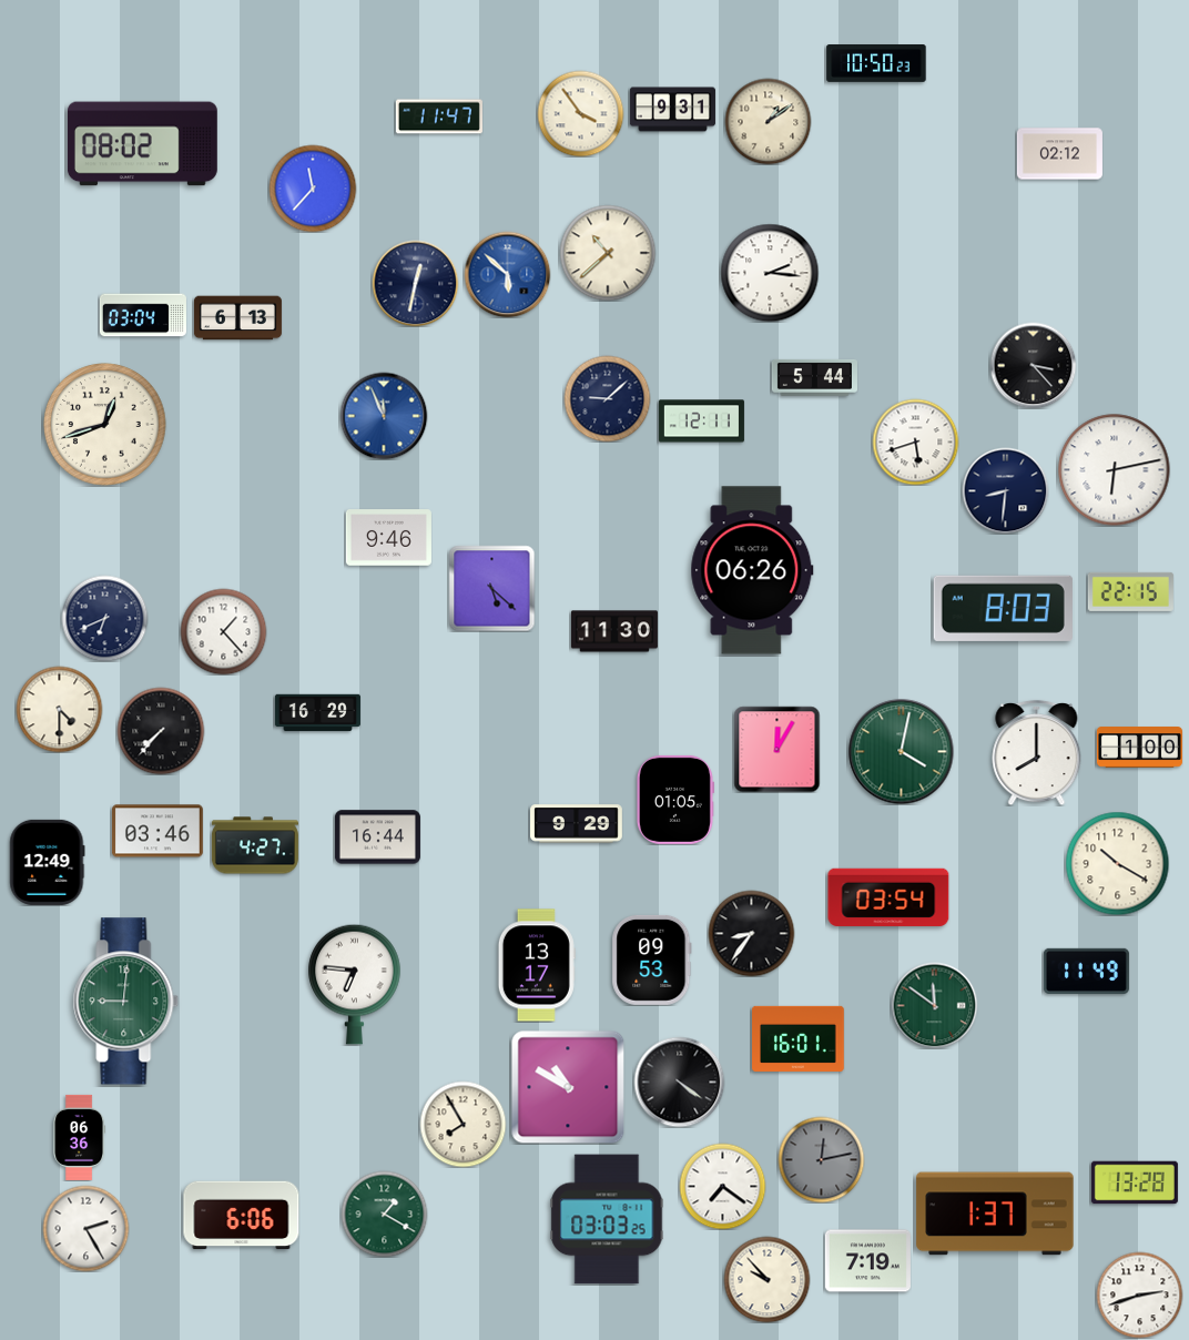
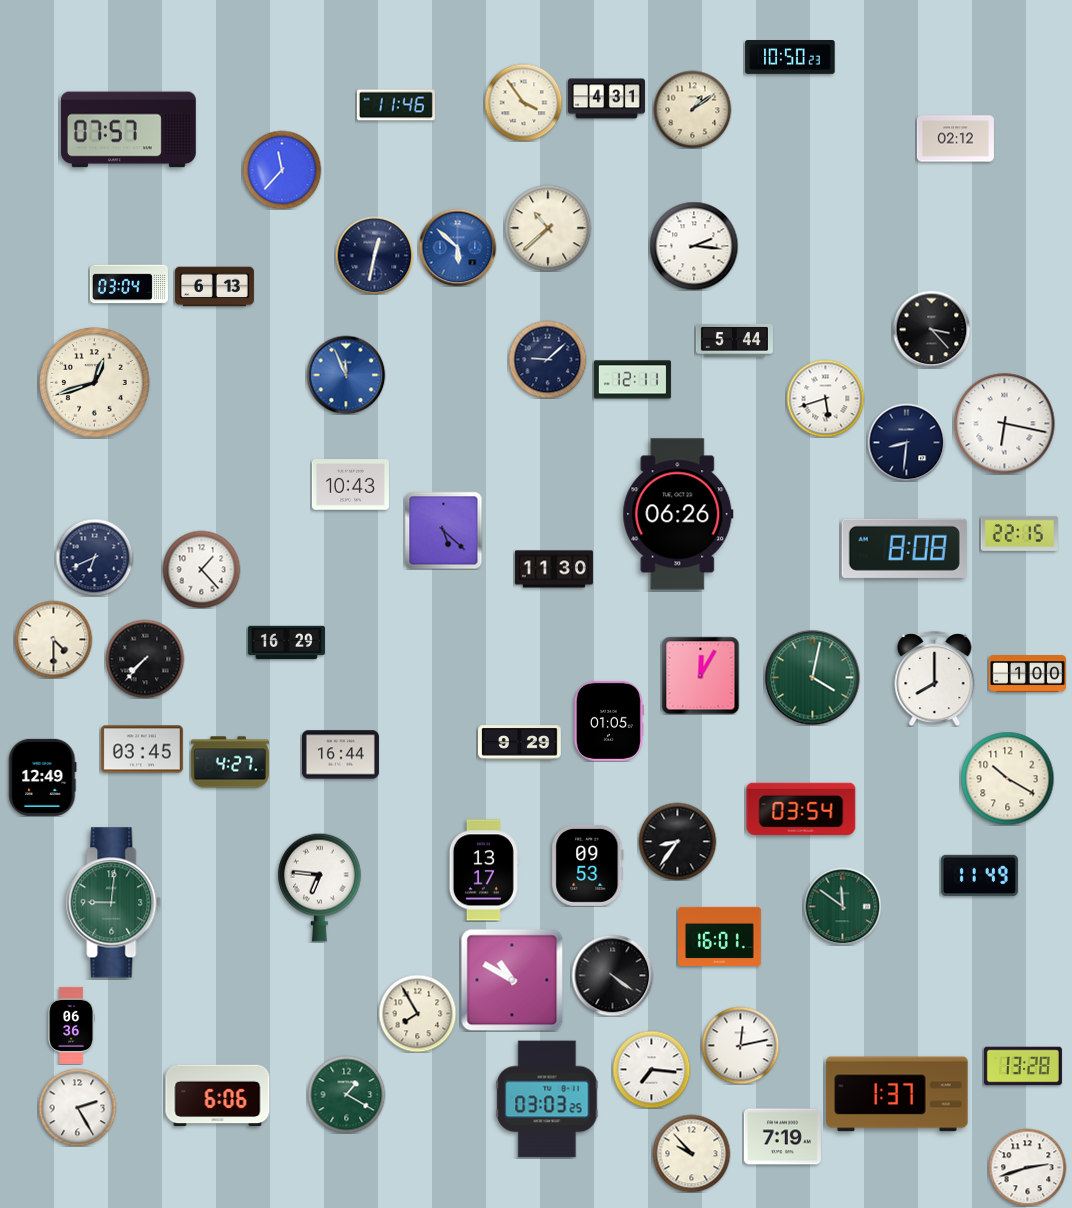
clock at (672, 110): 9:31 -> 4:31
clock at (439, 116): 11:47 -> 11:46
clock at (142, 144): 08:02 -> 07:57
clock at (1115, 470): 6:13 -> 6:17
clock at (388, 538): 9:46 -> 10:43
clock at (1003, 608): 8:03 -> 8:08
clock at (157, 831): 03:46 -> 03:45
clock at (821, 1159) dial: grey -> white
clock at (722, 1186): 7:21 -> 7:16
